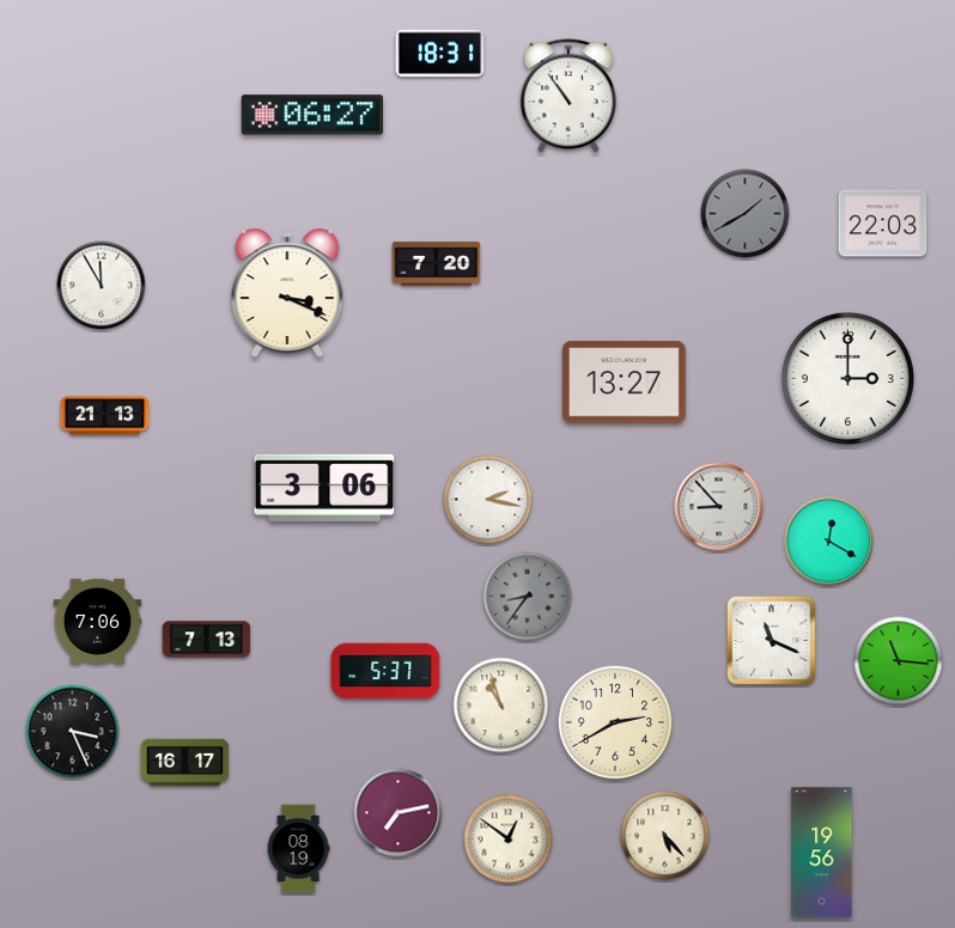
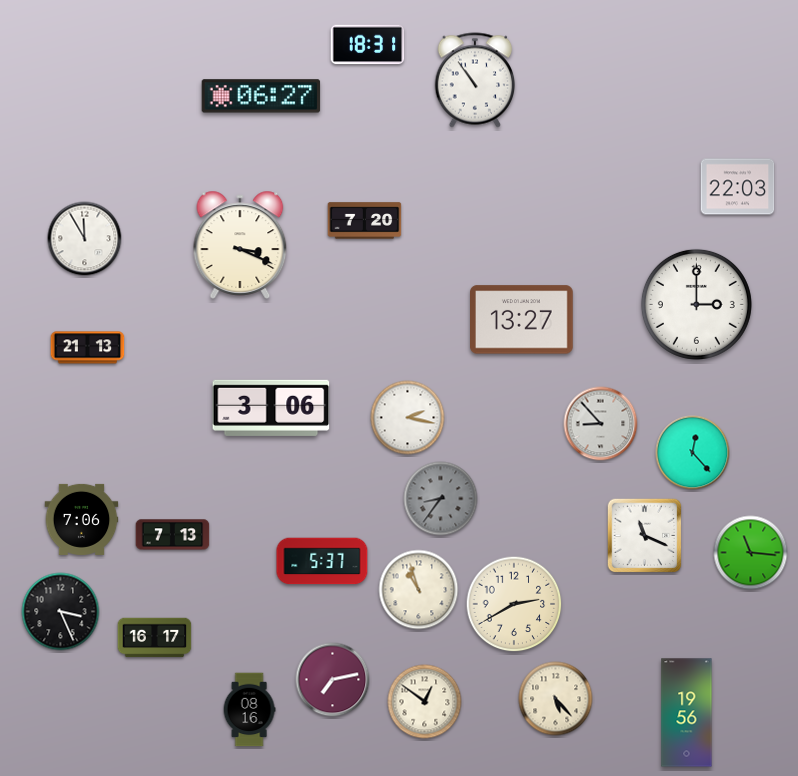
clock at (746, 214): 1:40 -> none
clock at (847, 378) position: (847, 378) -> (696, 304)
clock at (829, 542): 12:20 -> 12:23
clock at (298, 849): 08:19 -> 08:16
